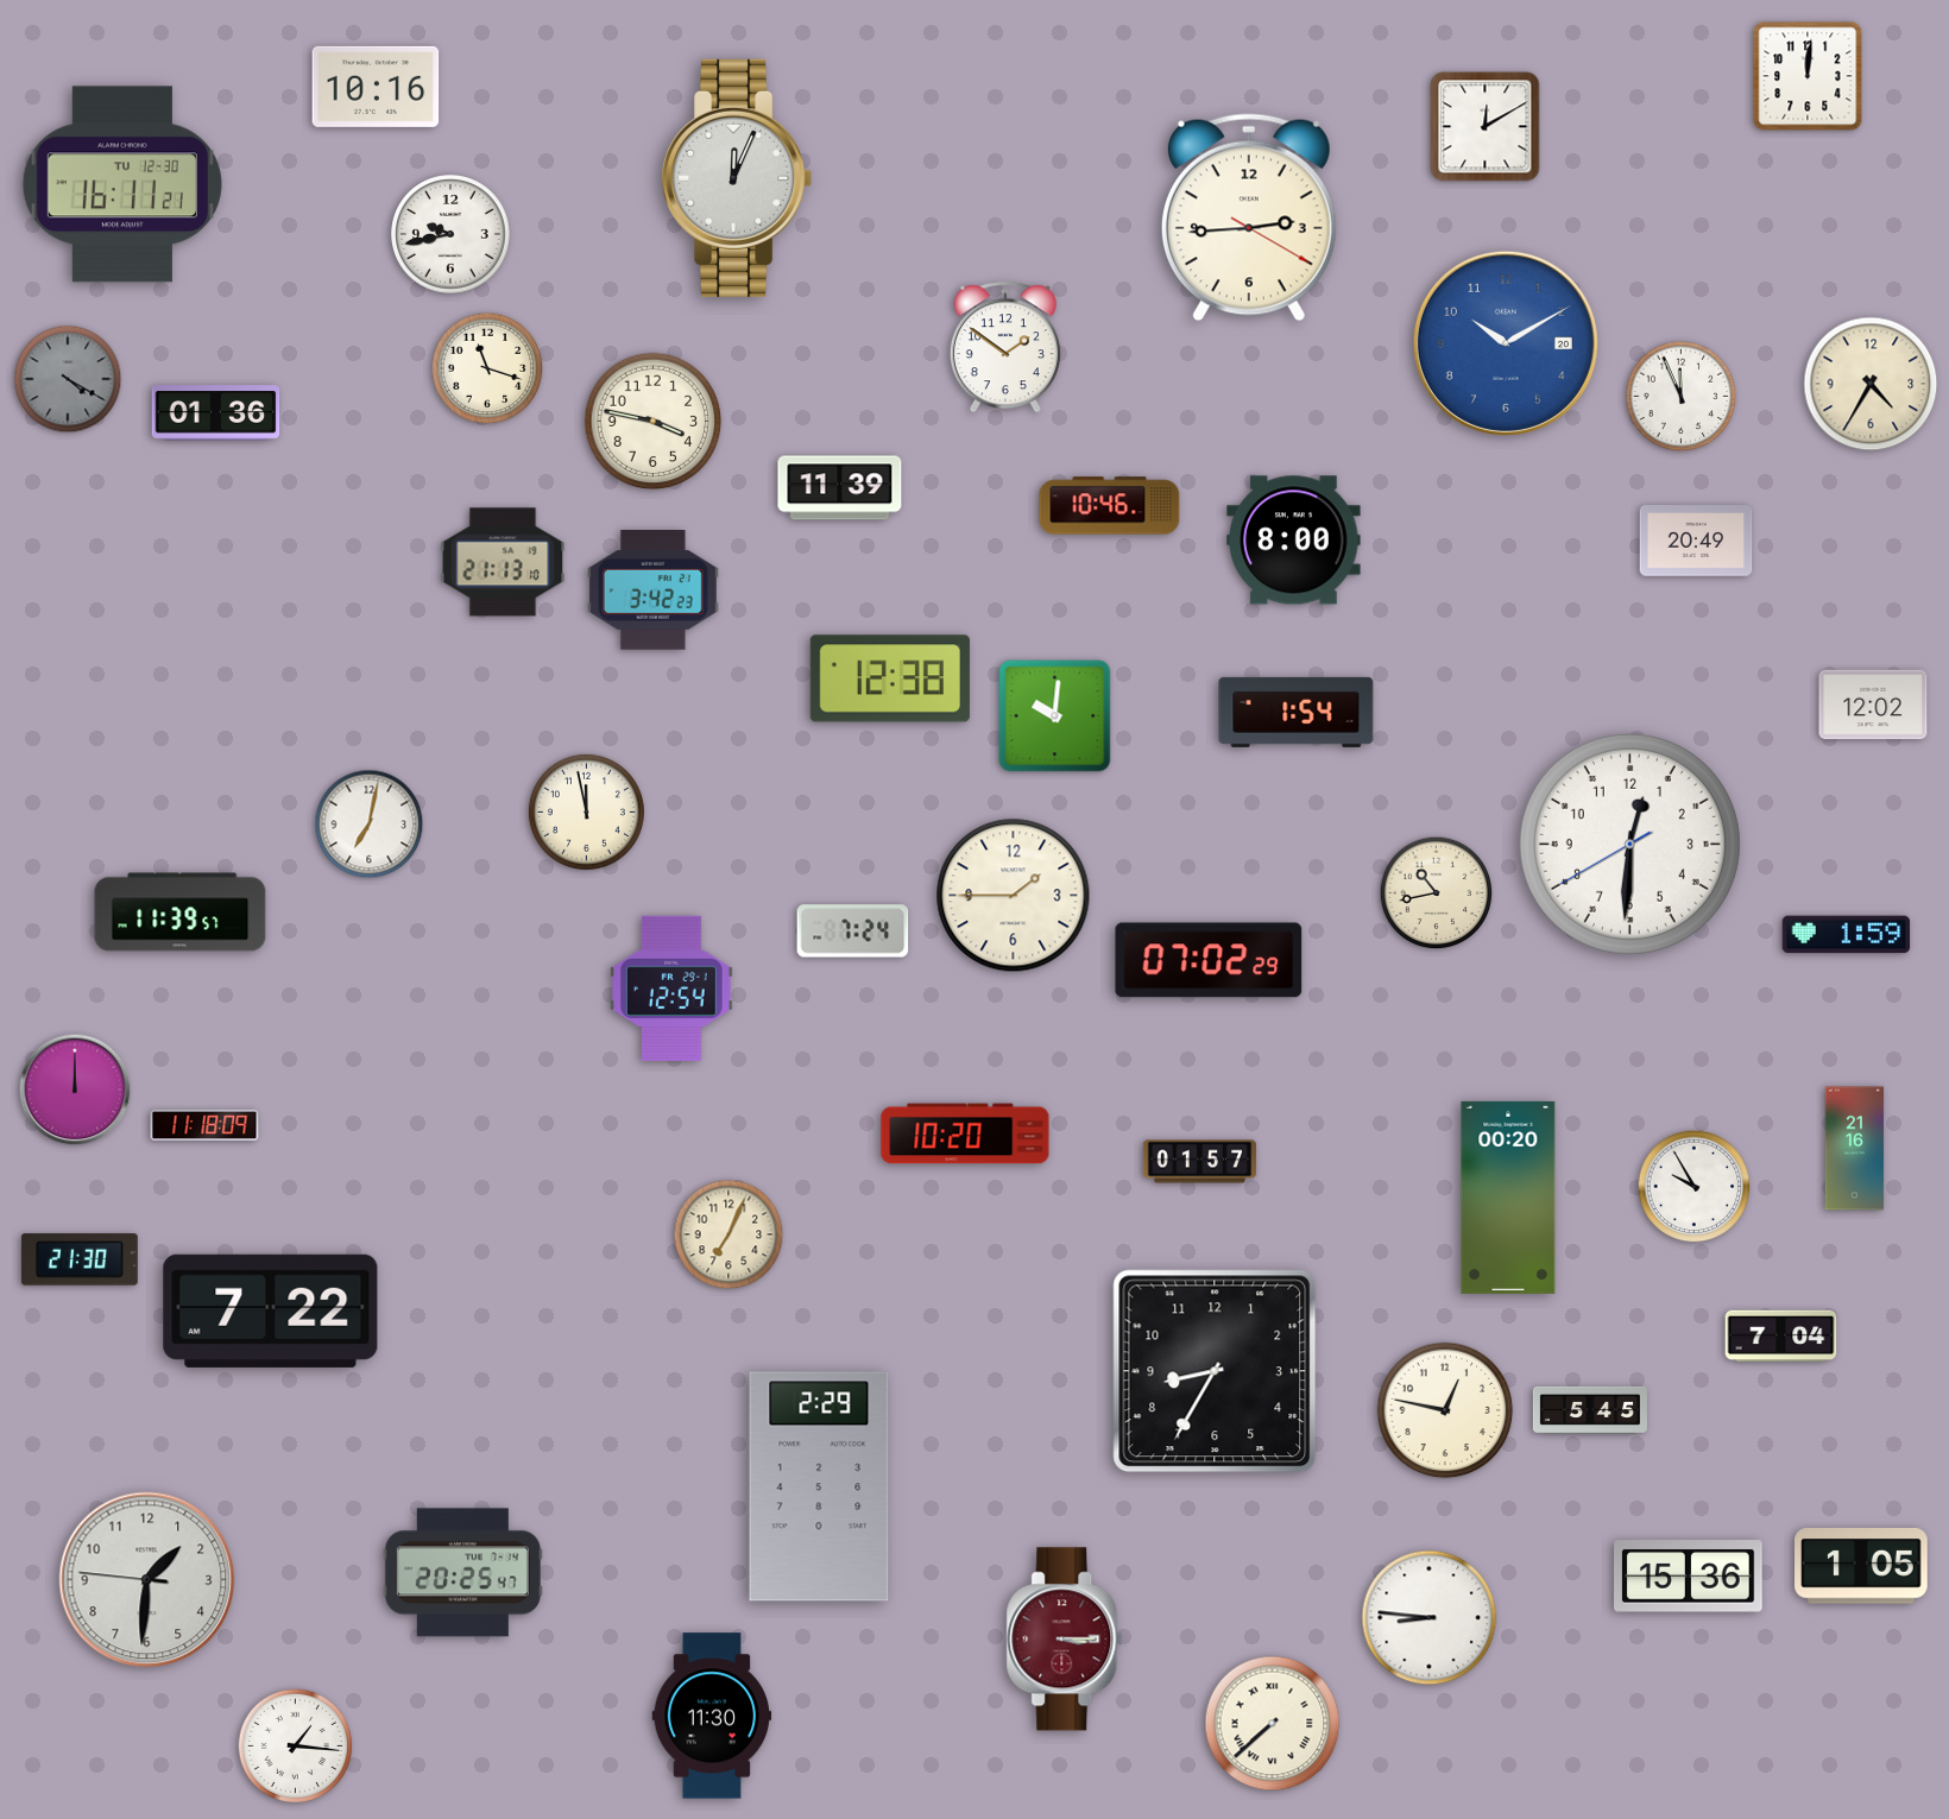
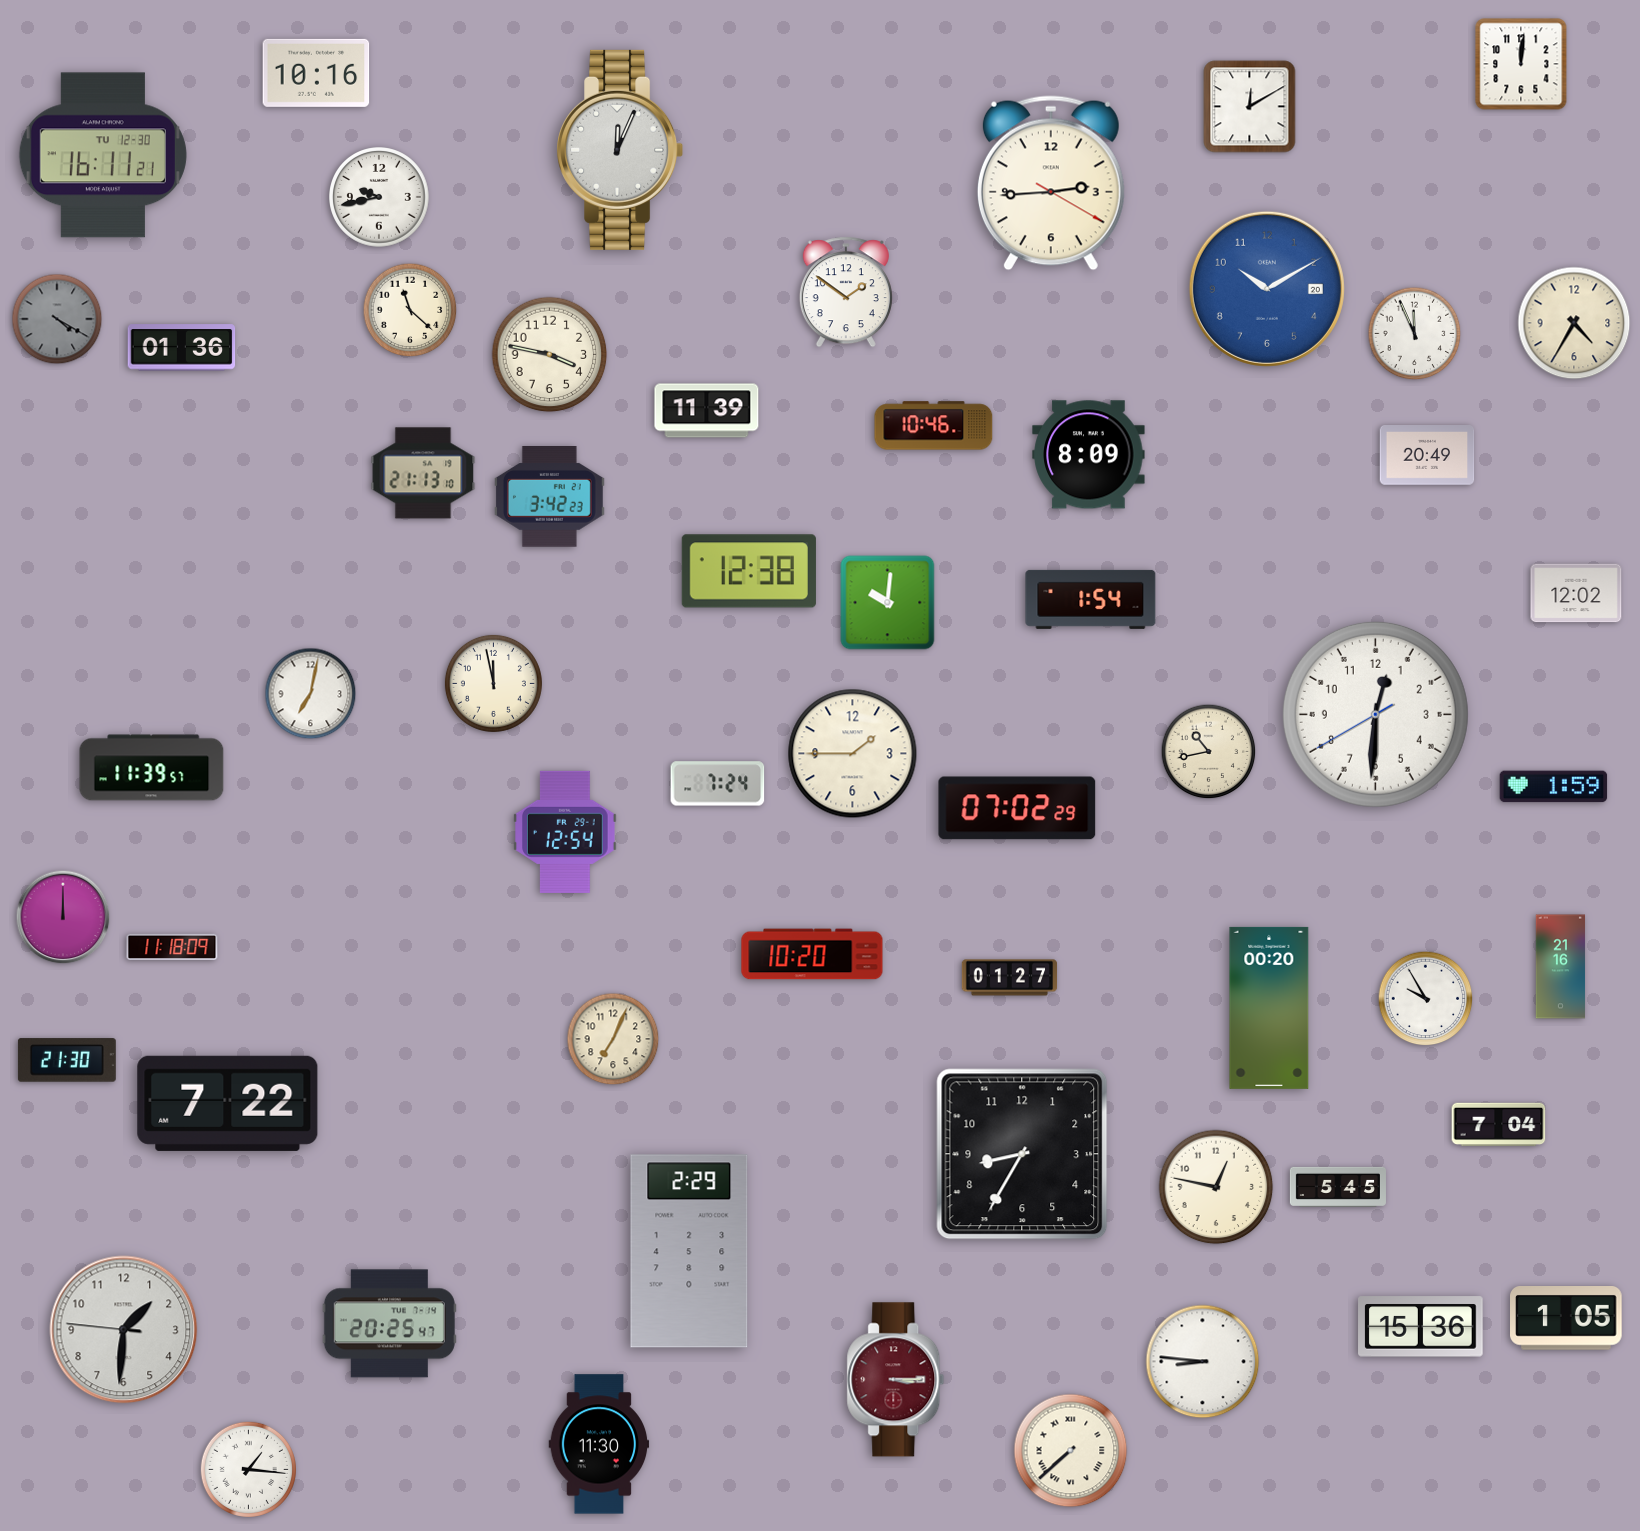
clock at (487, 368): 11:18 -> 11:22
clock at (1294, 541): 8:00 -> 8:09
clock at (1629, 844) position: (1629, 844) -> (1375, 714)
clock at (1200, 1162): 01:57 -> 01:27
